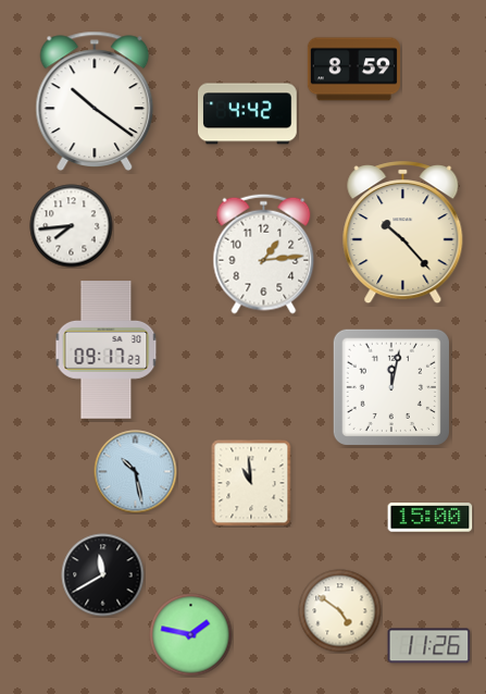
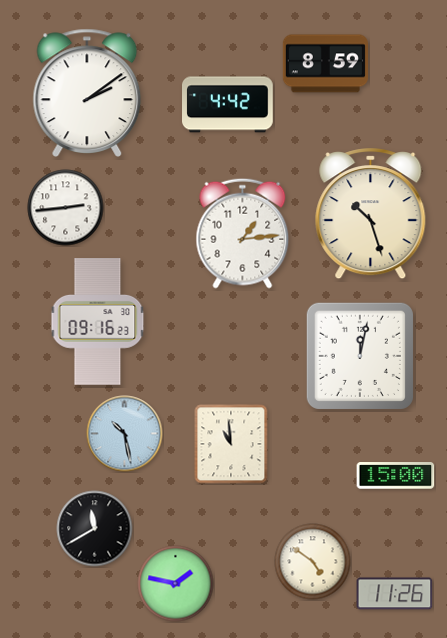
clock at (95, 101): 10:21 -> 2:09
clock at (72, 226): 7:44 -> 2:44
clock at (403, 233): 10:23 -> 10:27
clock at (107, 350): 09:17 -> 09:16
